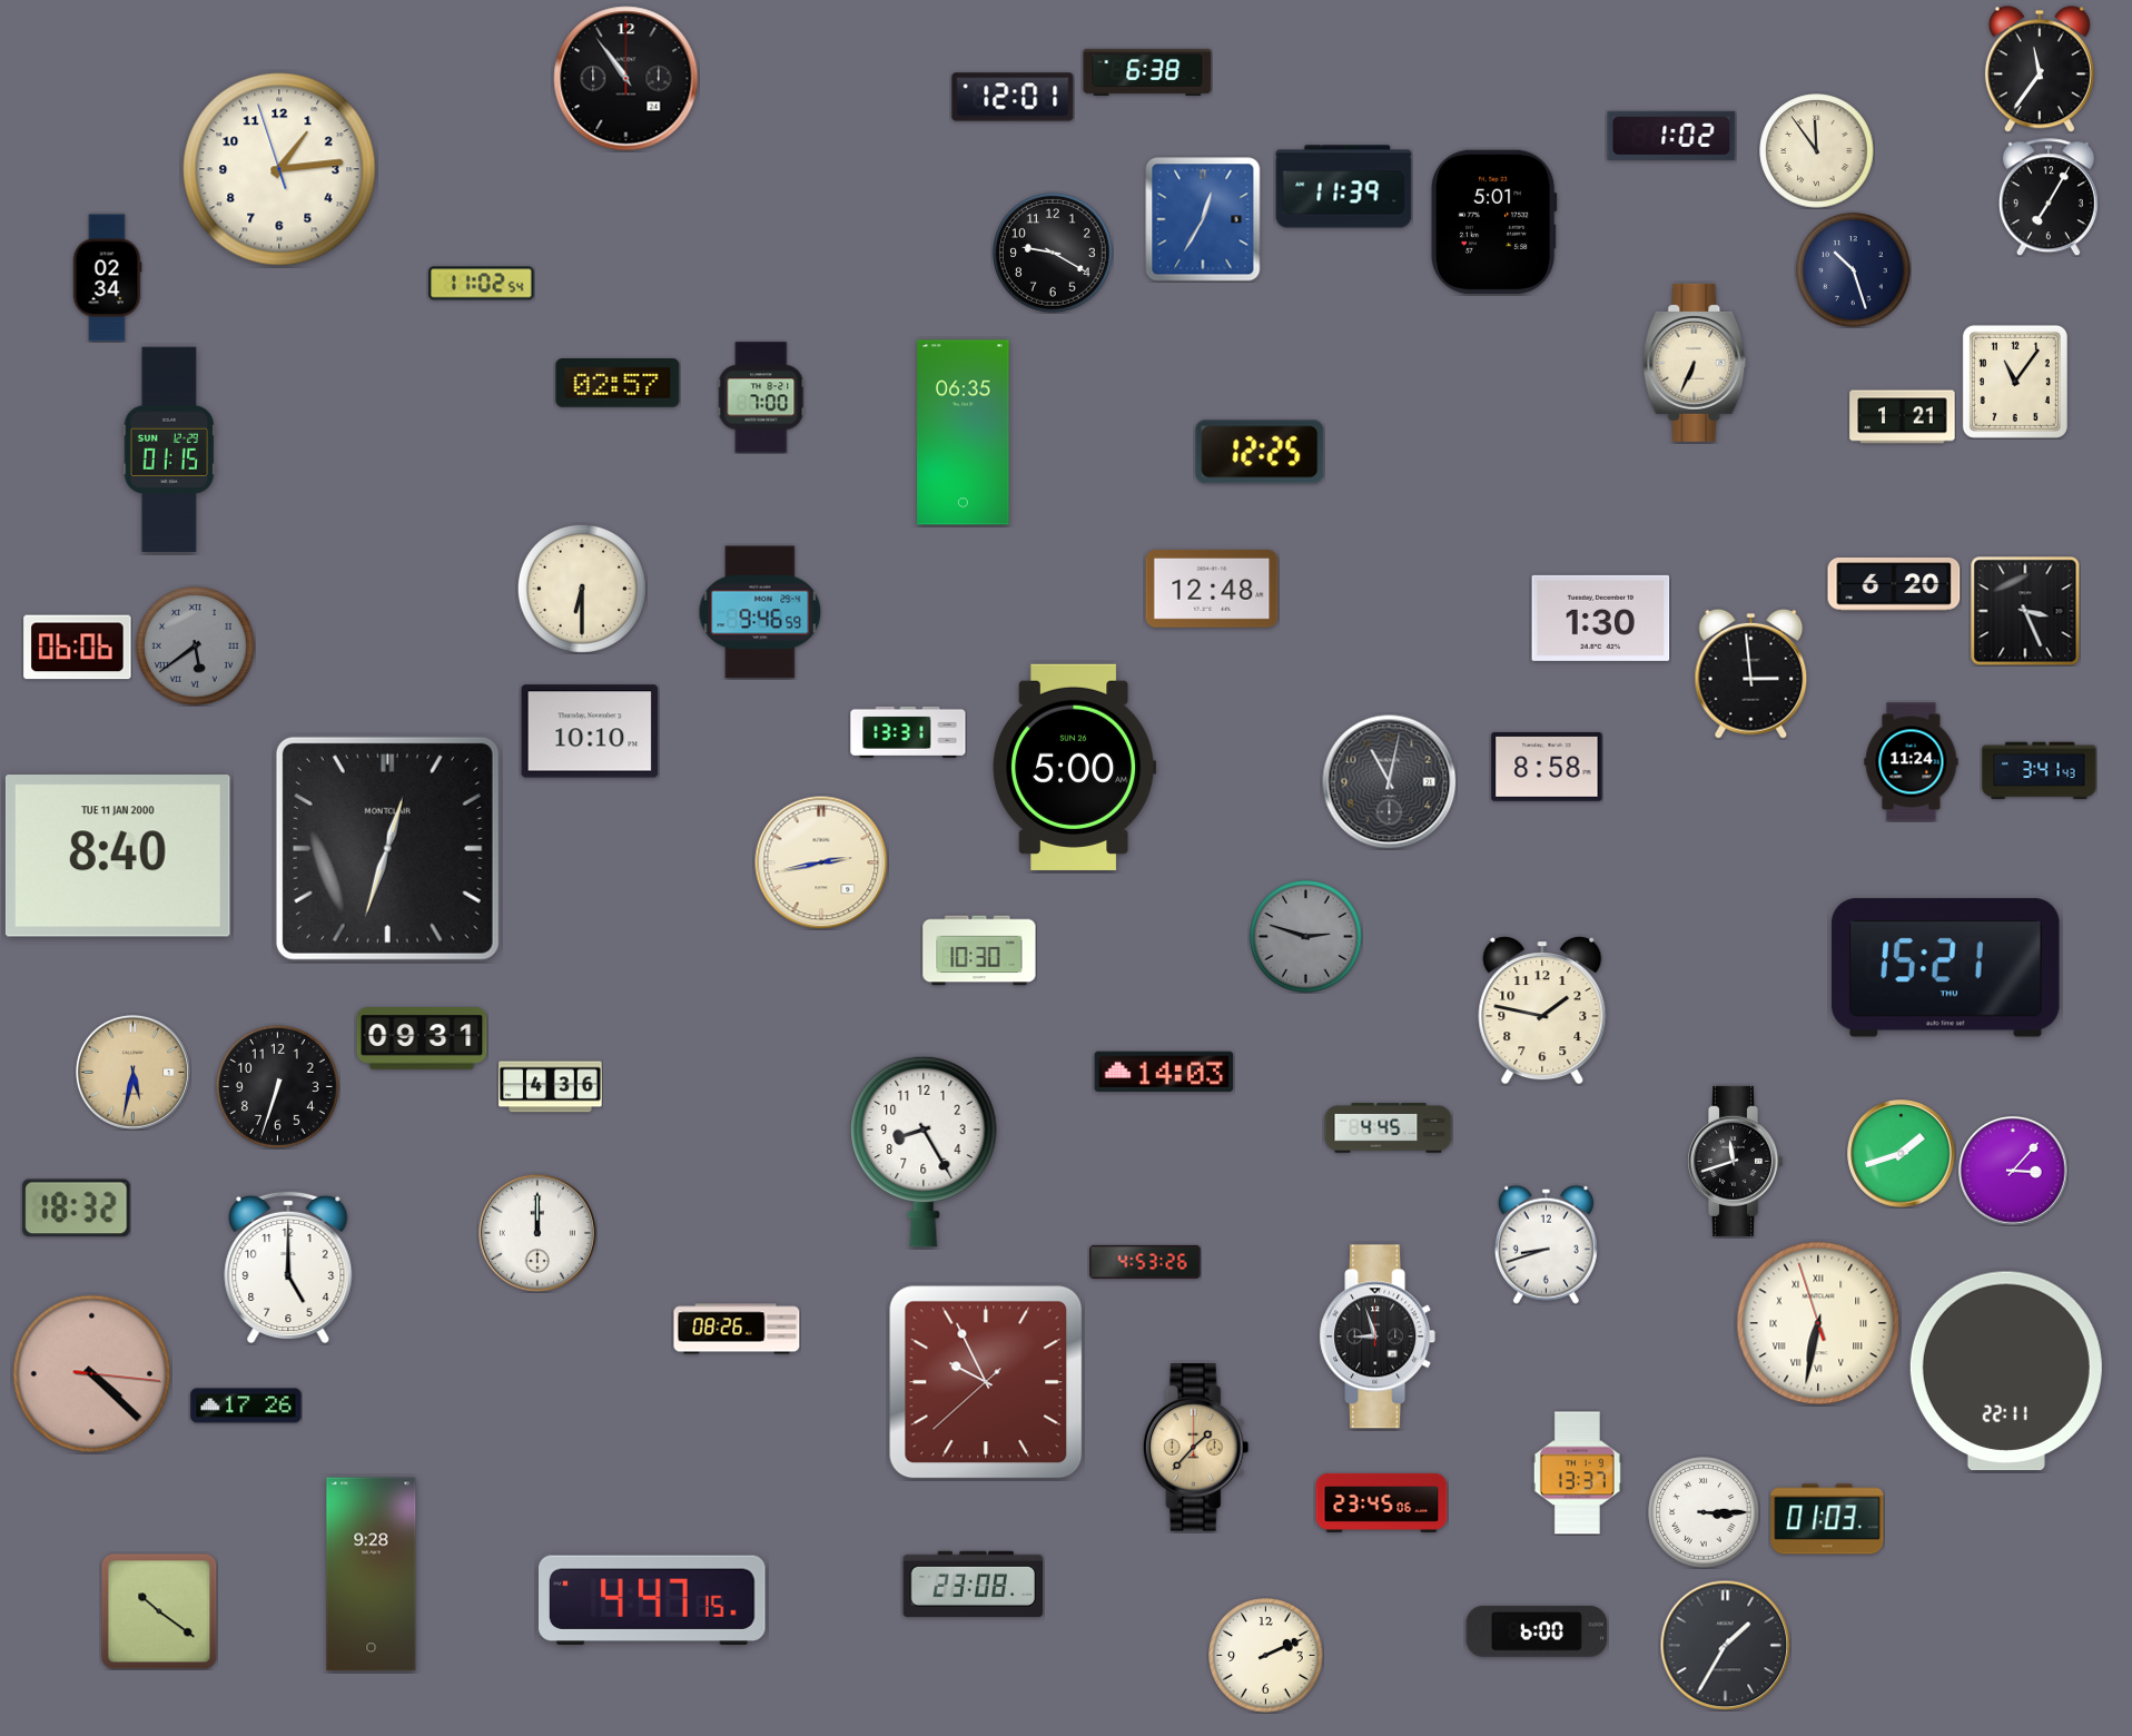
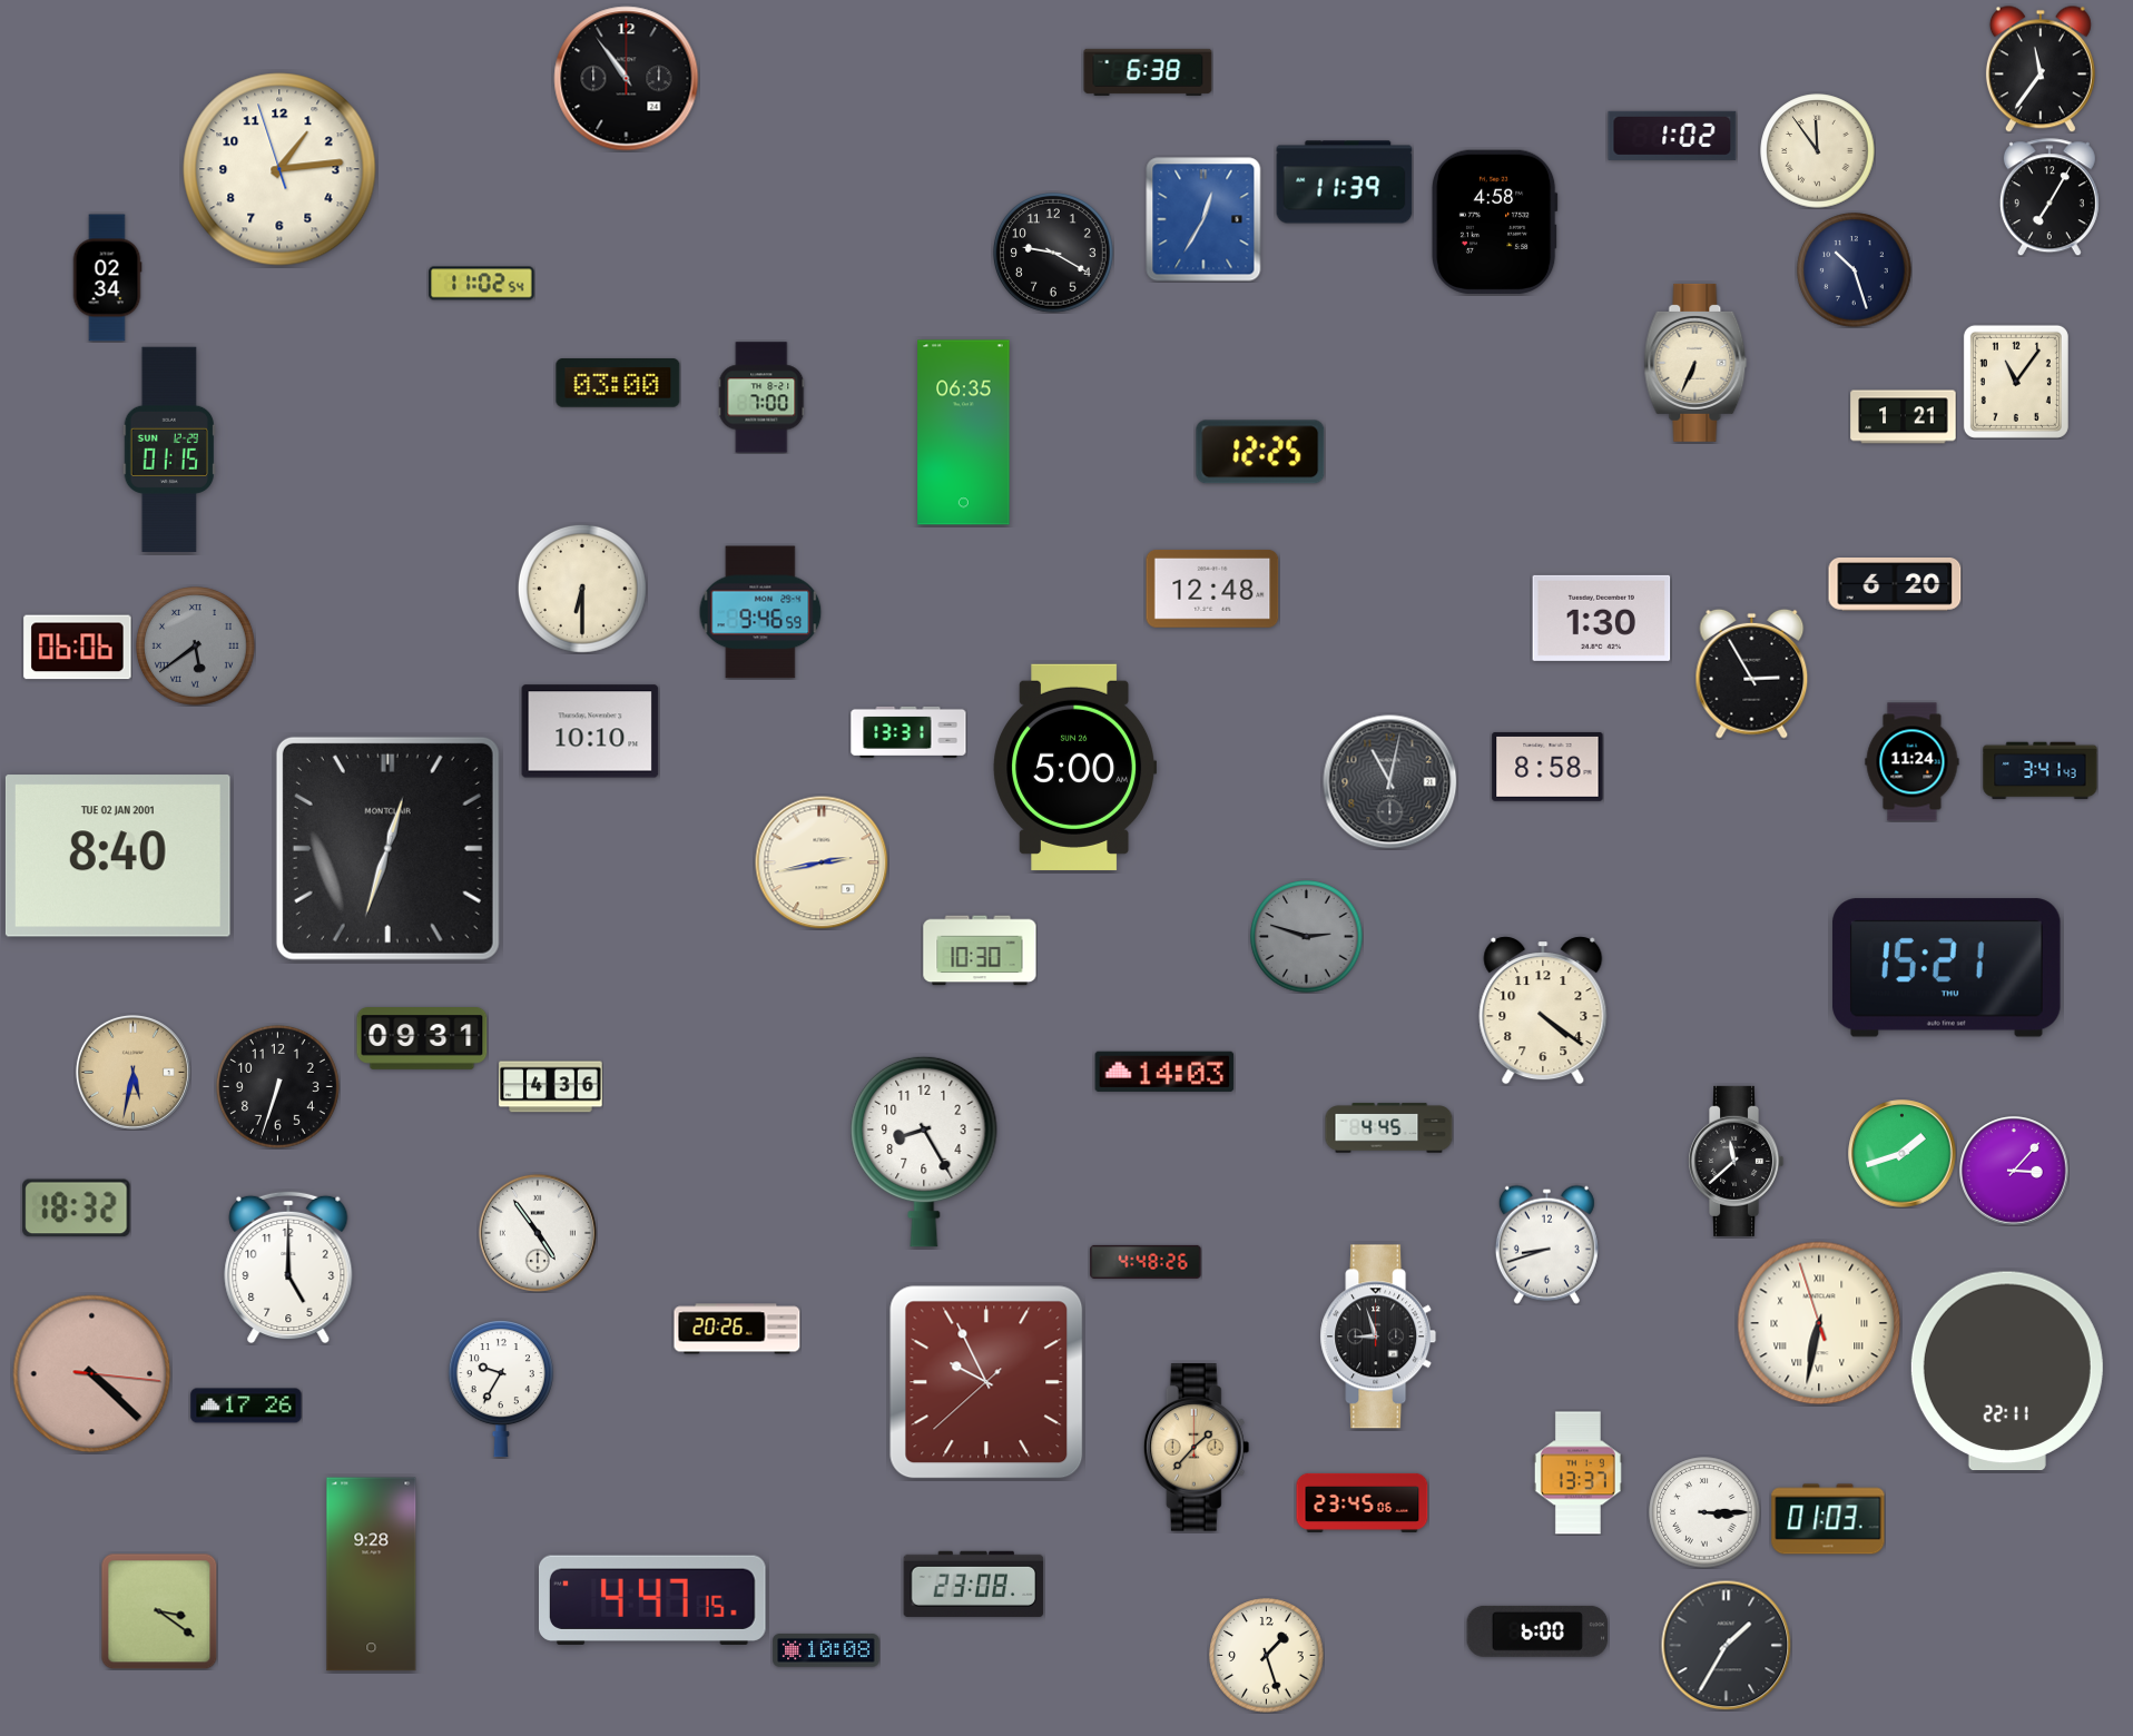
clock at (1013, 97): 12:01 -> none
clock at (1344, 187) position: (1344, 187) -> (1345, 183)
clock at (1493, 221): 5:01 -> 4:58
clock at (618, 383): 02:57 -> 03:00
clock at (2025, 611): 3:26 -> none
clock at (1751, 673): 2:59 -> 2:55
clock at (118, 856) date: TUE 11 JAN 2000 -> TUE 02 JAN 2001
clock at (1542, 1010): 1:47 -> 4:21
clock at (1736, 1161): 11:42 -> 11:38
clock at (537, 1233): 12:00 -> 4:54
clock at (1145, 1262): 4:53 -> 4:48
clock at (737, 1329): 08:26 -> 20:26
clock at (501, 1390): none -> 9:35
clock at (1382, 1502) position: (1382, 1502) -> (1363, 1502)
clock at (159, 1611): 10:21 -> 3:21
clock at (826, 1650): none -> 10:08
clock at (1266, 1656): 2:11 -> 1:27
